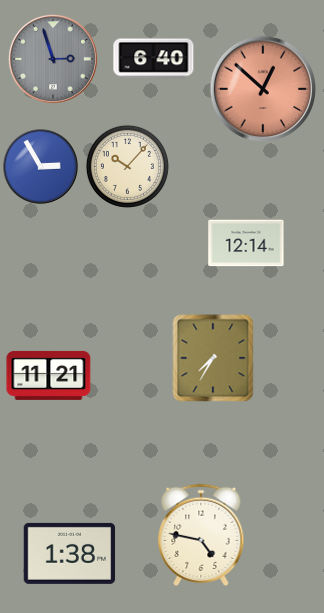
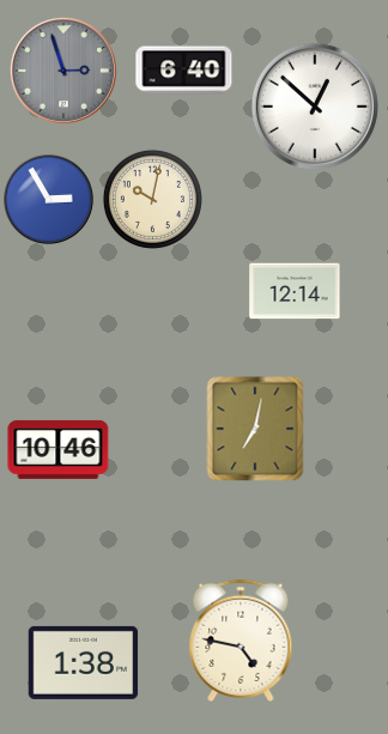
clock at (263, 89) dial: salmon -> white
clock at (127, 166): 10:07 -> 10:02
clock at (213, 358): 7:35 -> 7:02
clock at (49, 375): 11:21 -> 10:46
